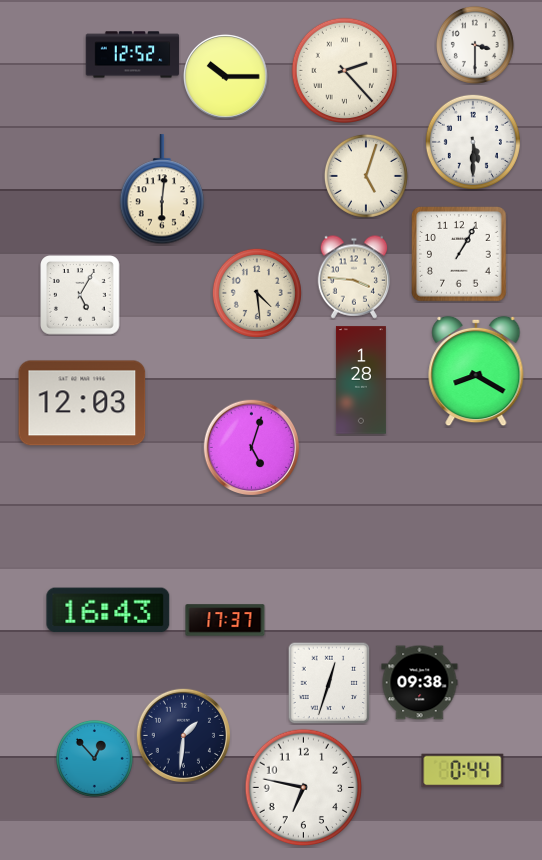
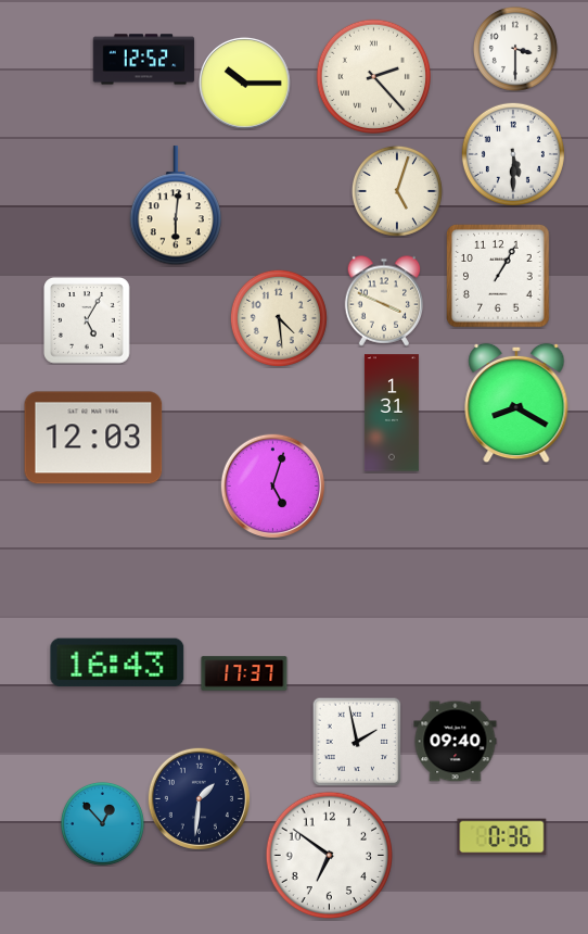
clock at (354, 277): 3:46 -> 3:49
clock at (361, 380): 1:28 -> 1:31
clock at (82, 403) position: (82, 403) -> (93, 438)
clock at (329, 683): 12:33 -> 1:58
clock at (420, 683): 09:38 -> 09:40
clock at (463, 771): 0:44 -> 0:36
clock at (304, 788): 6:47 -> 6:51
